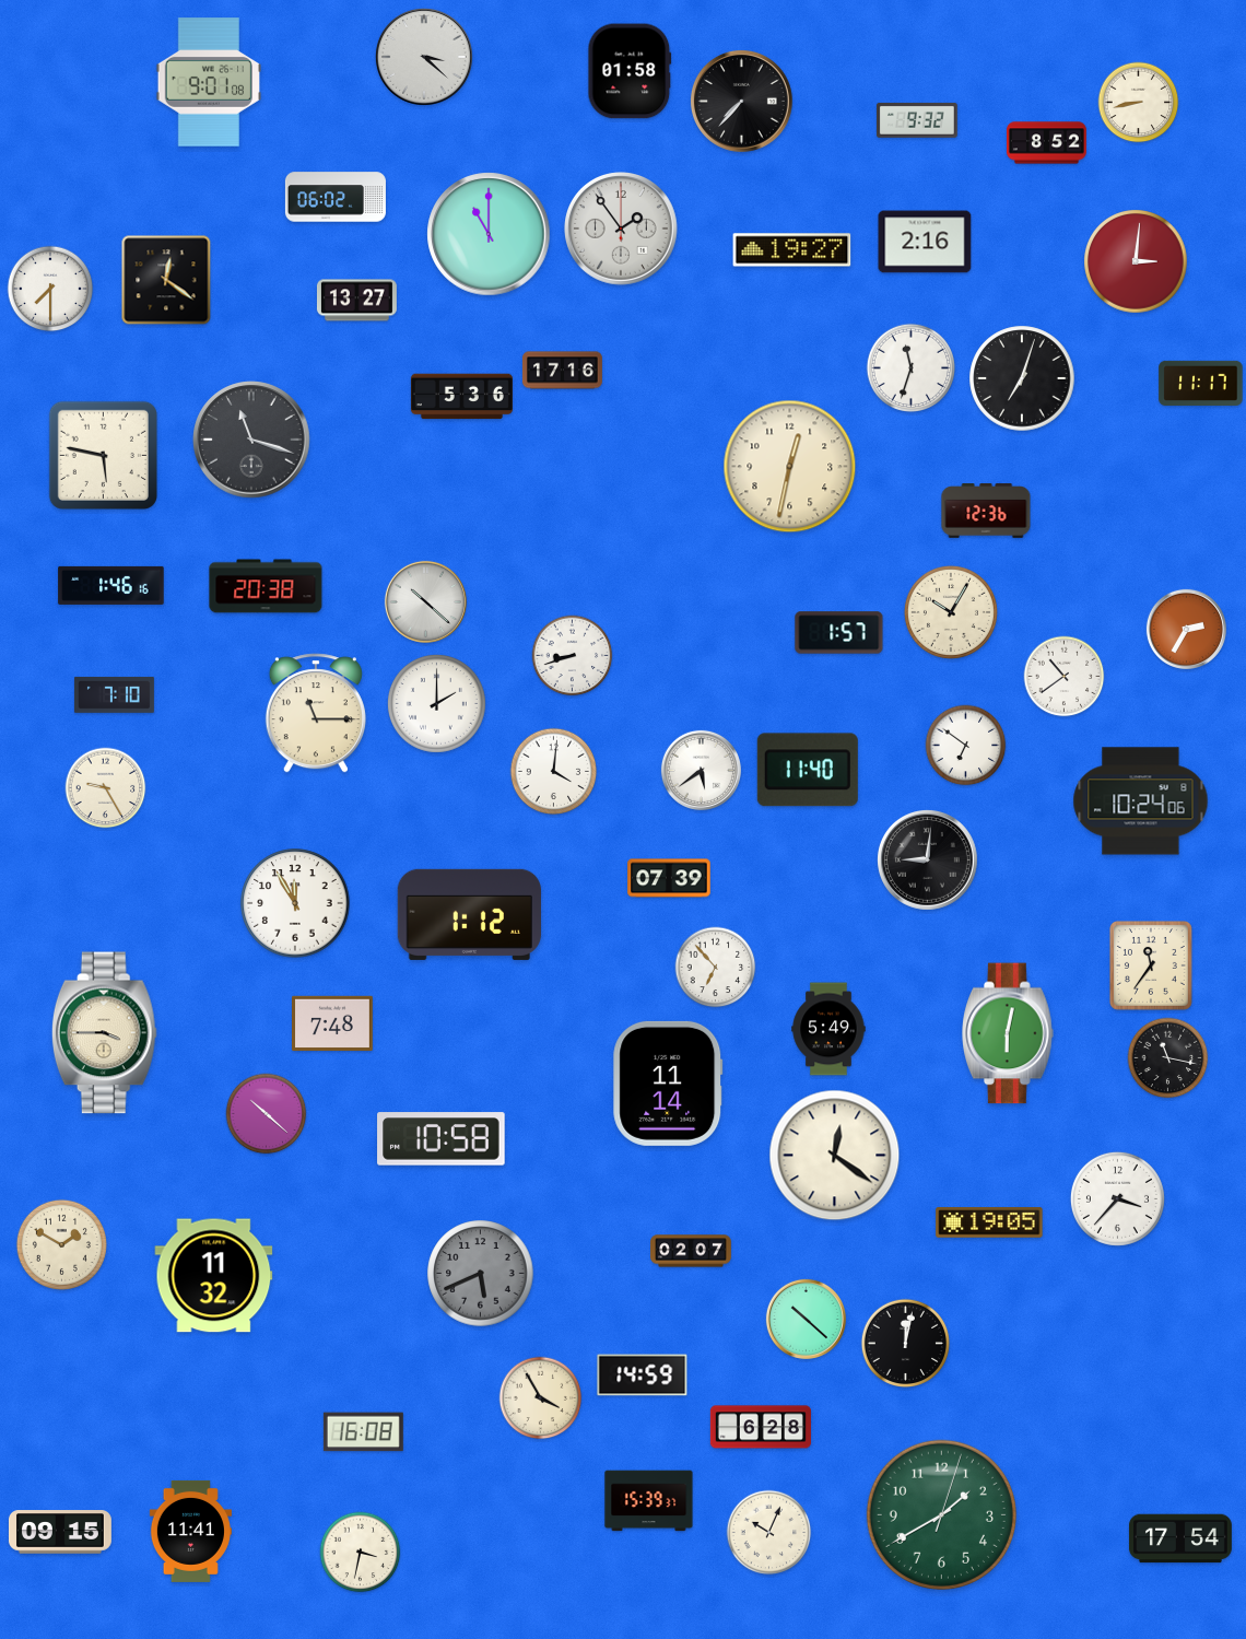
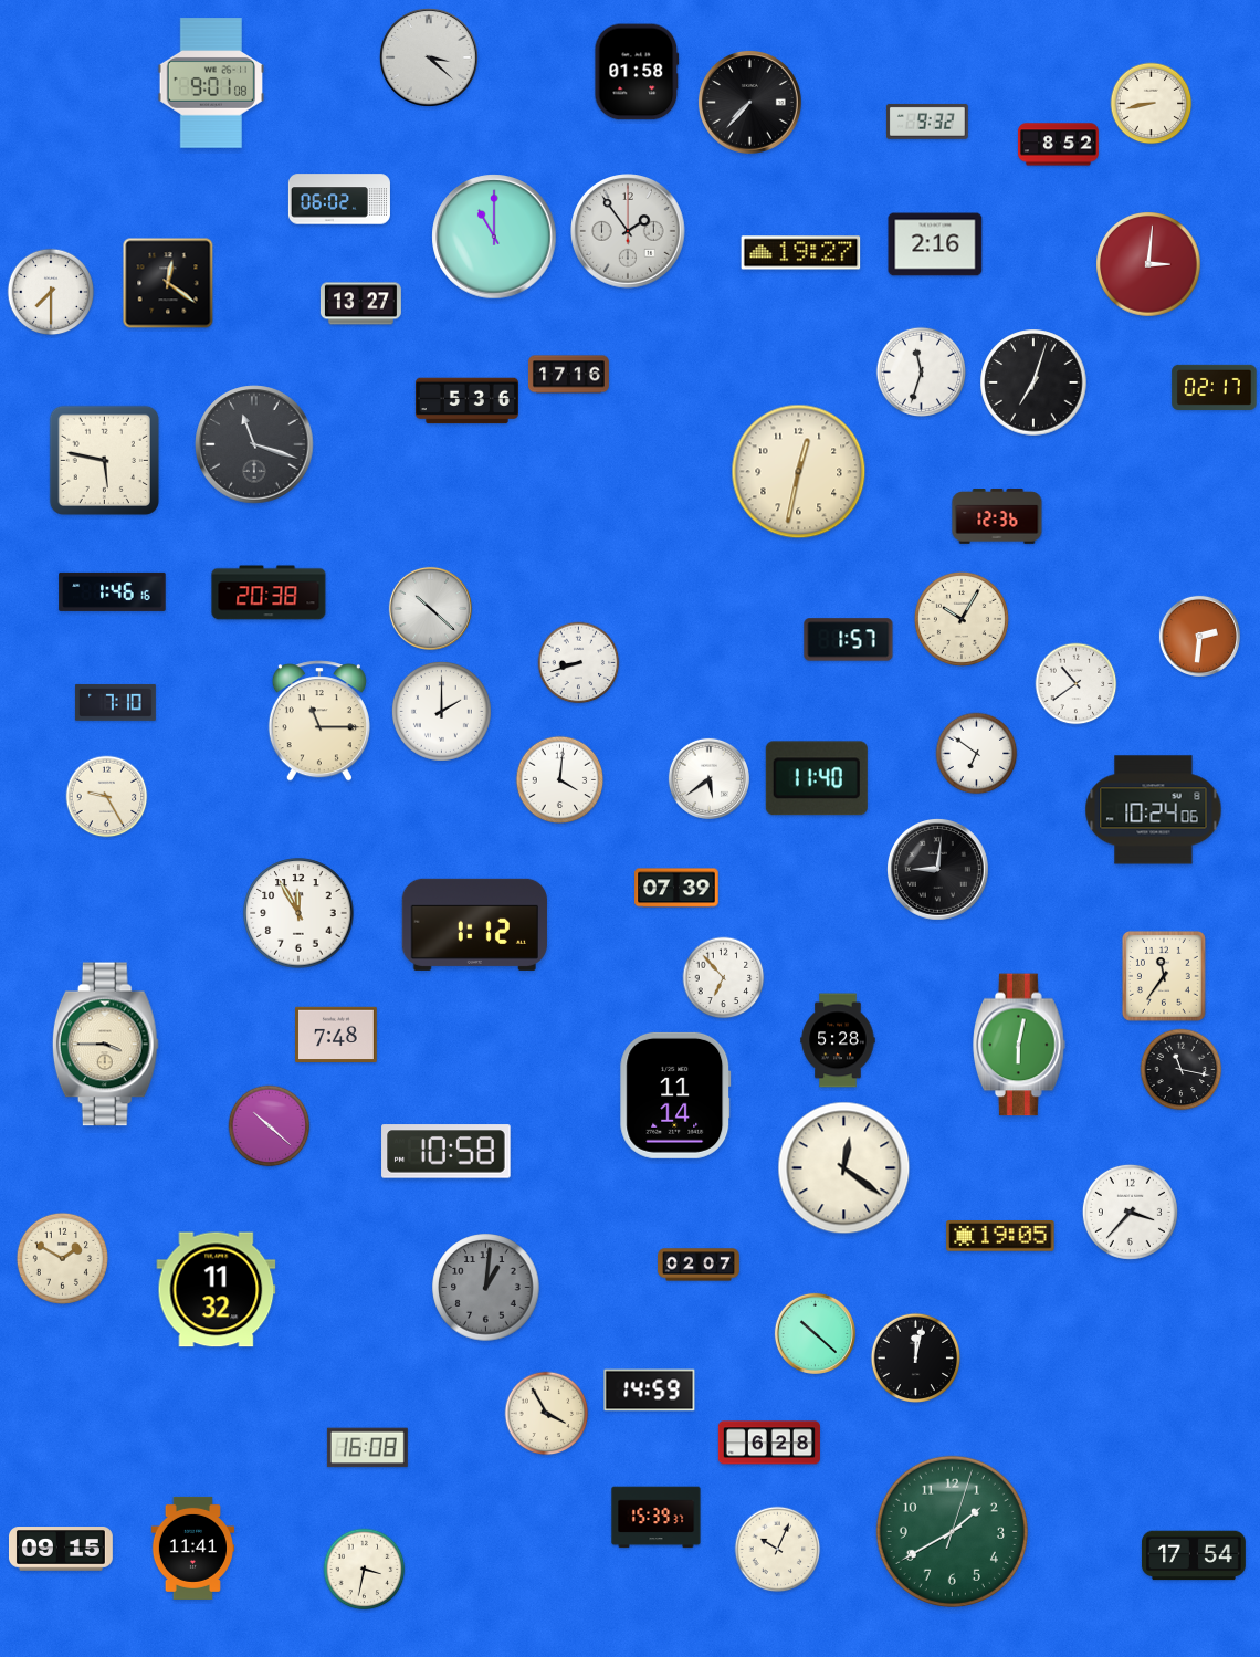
clock at (1201, 383): 11:17 -> 02:17
clock at (1186, 629): 2:35 -> 2:31
clock at (828, 1029): 5:49 -> 5:28
clock at (481, 1274): 5:41 -> 1:01
